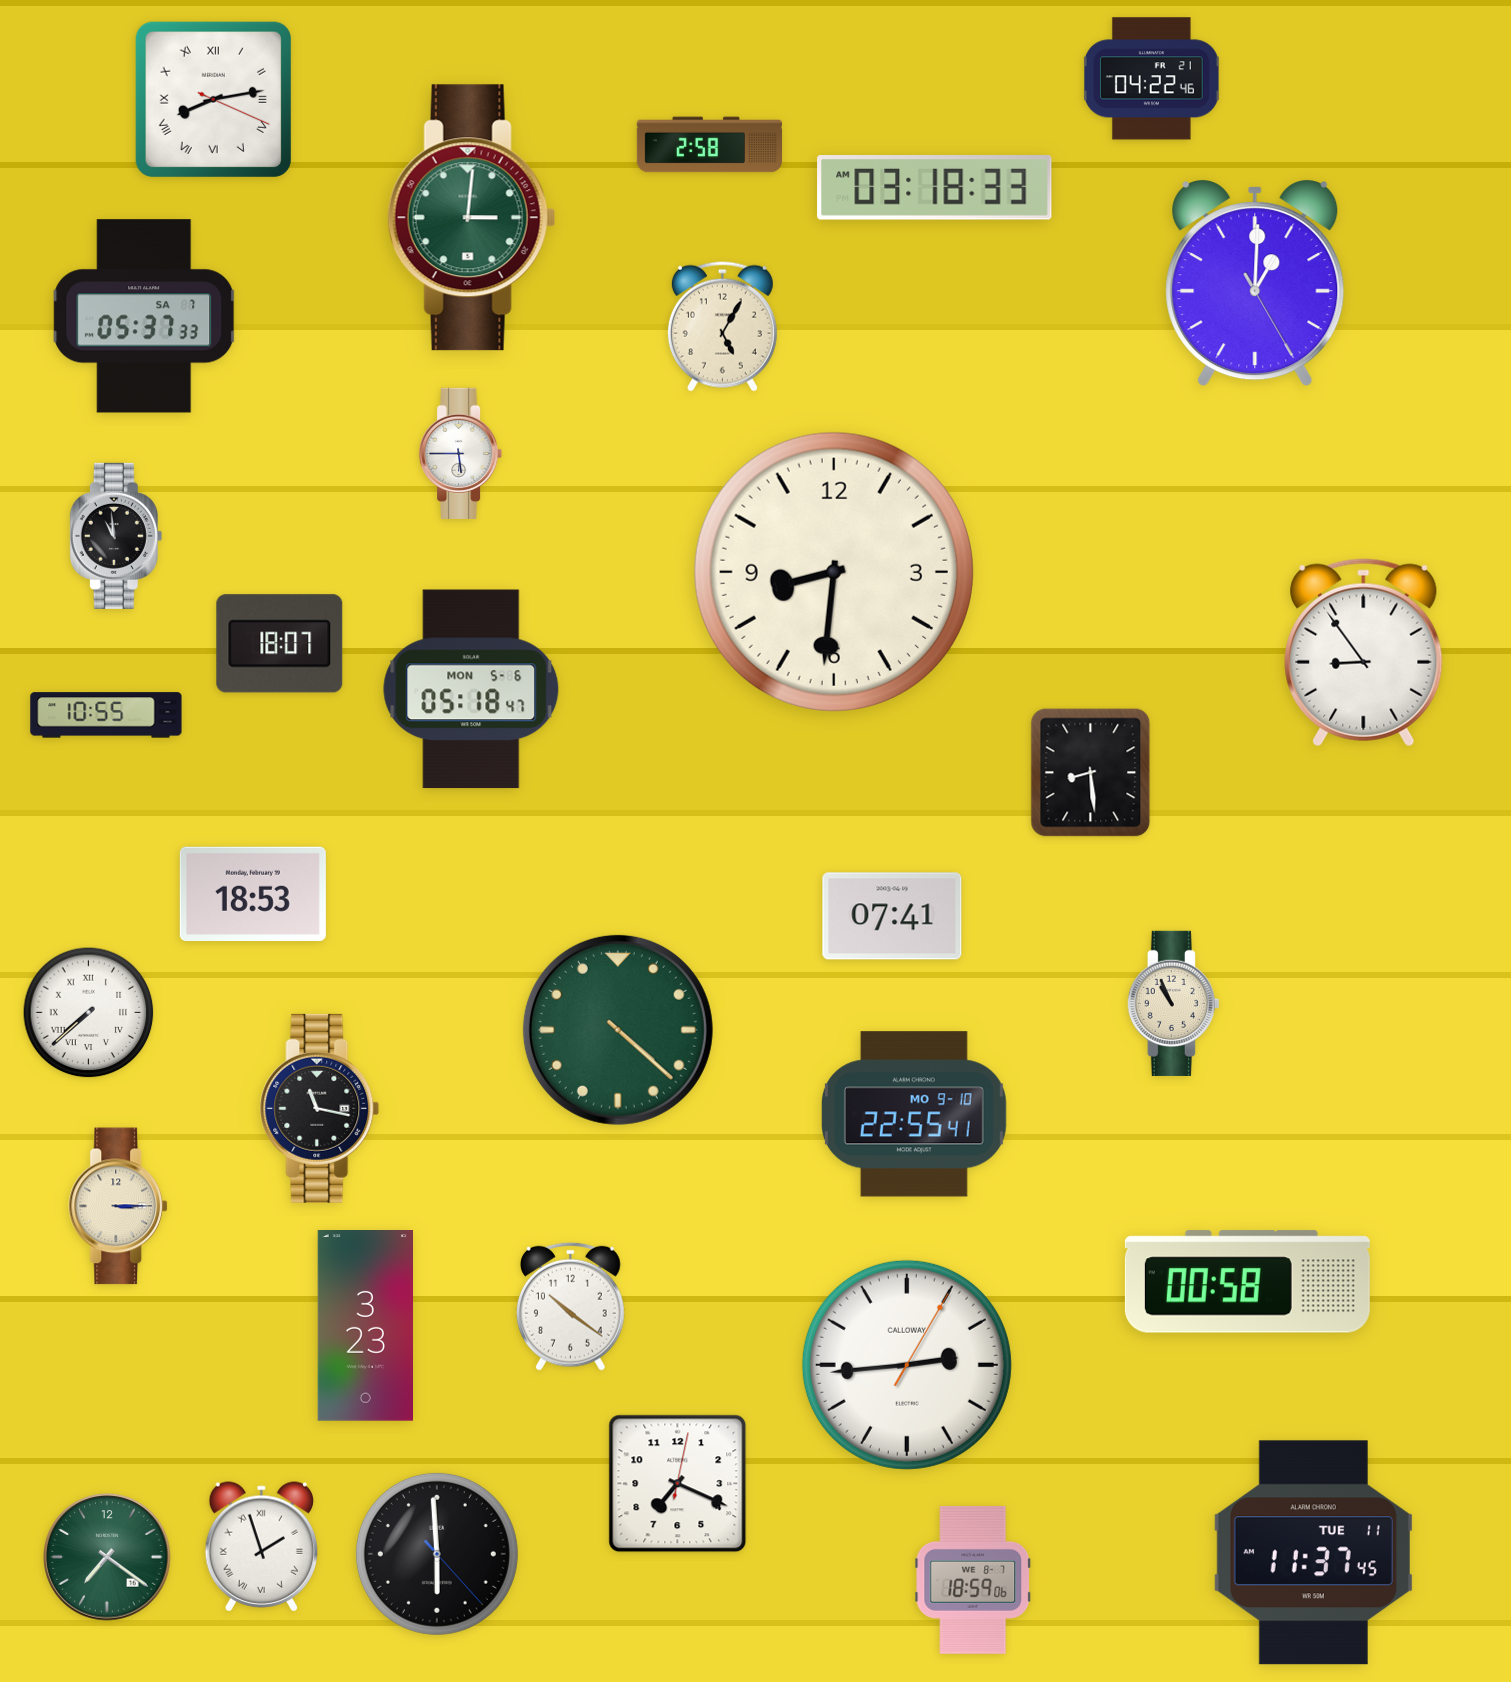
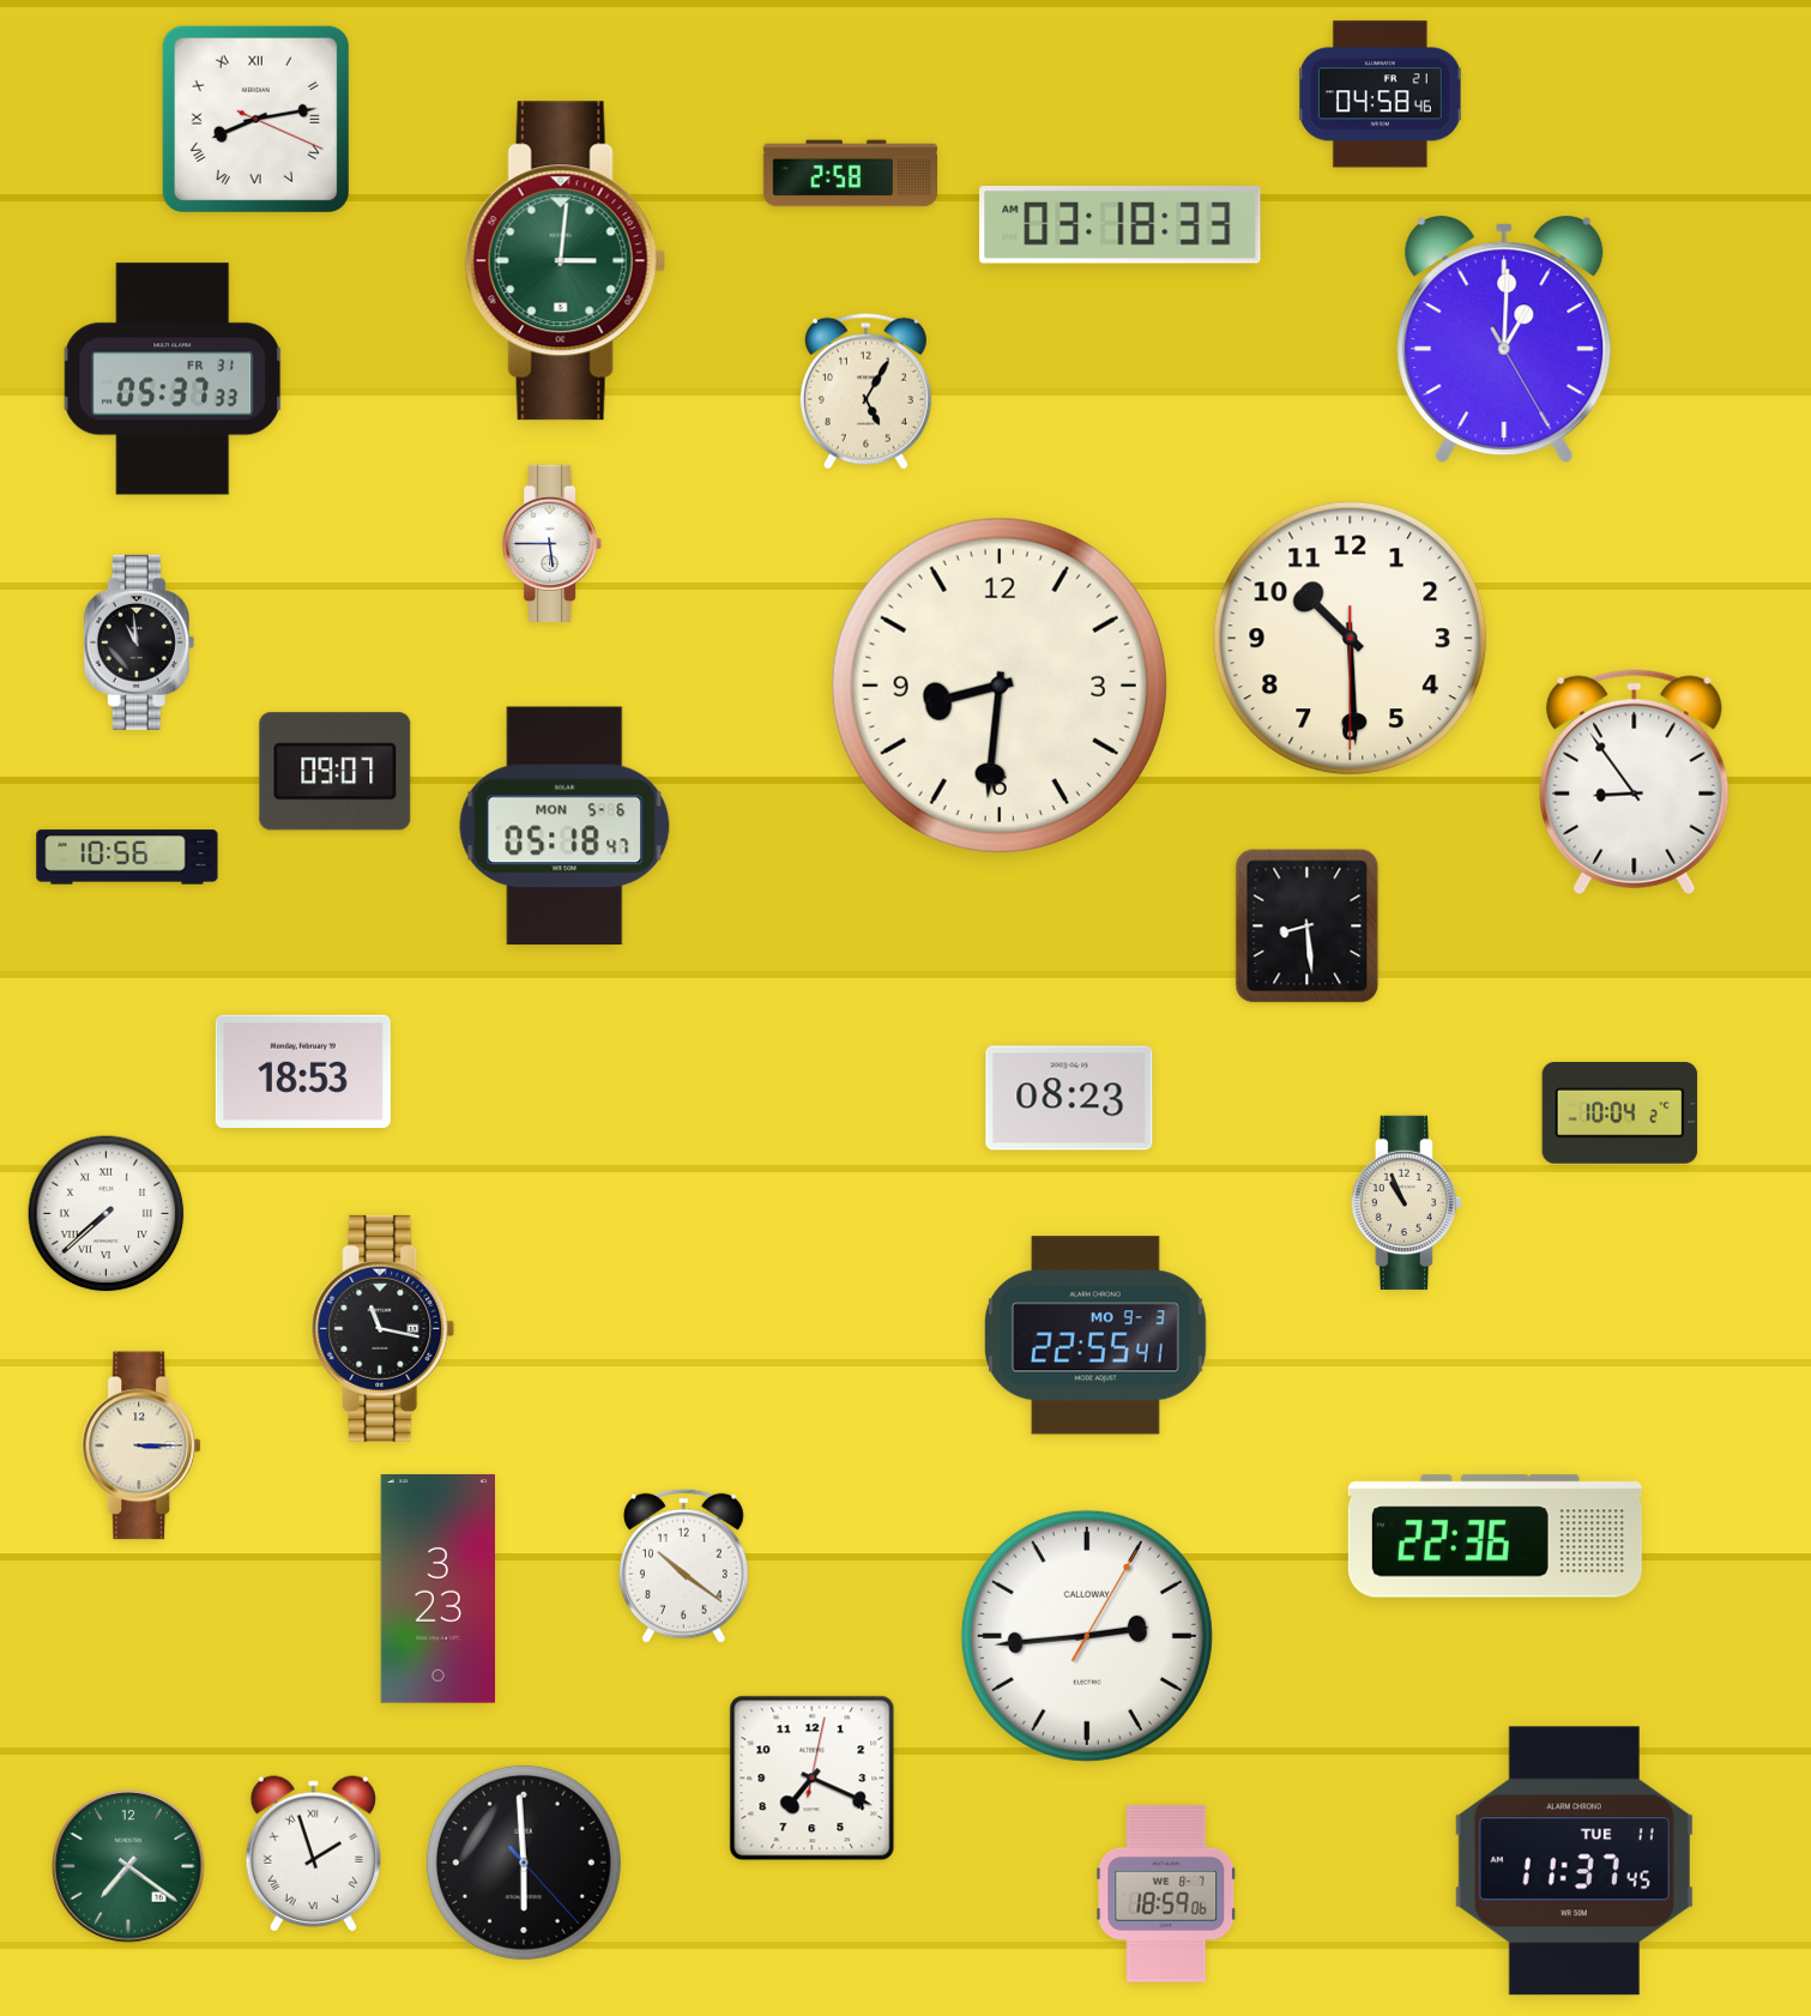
clock at (1151, 79): 04:22 -> 04:58
clock at (144, 316) date: SA 7 -> FR 31
clock at (1351, 639): none -> 10:29
clock at (280, 644): 18:07 -> 09:07
clock at (106, 715): 10:55 -> 10:56
clock at (892, 916): 07:41 -> 08:23
clock at (1620, 1112): none -> 10:04
clock at (618, 1030): 4:22 -> none
clock at (914, 1114) date: MO 9-10 -> MO 9-3
clock at (1247, 1282): 00:58 -> 22:36
